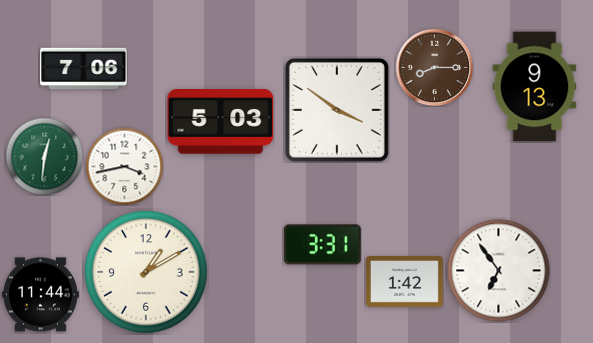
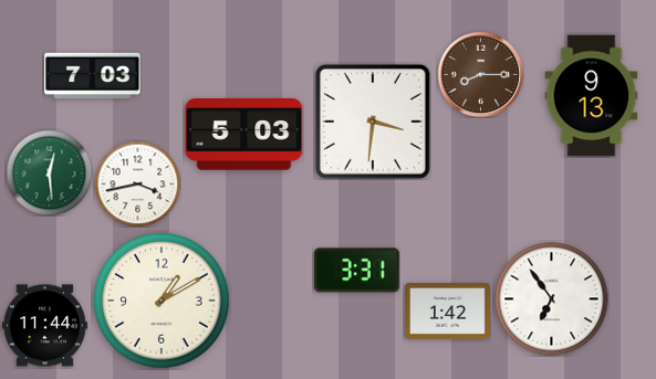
clock at (84, 69): 7:06 -> 7:03
clock at (337, 110): 3:51 -> 3:31
clock at (44, 156): 12:31 -> 12:29
